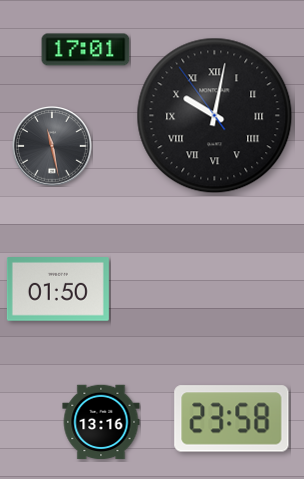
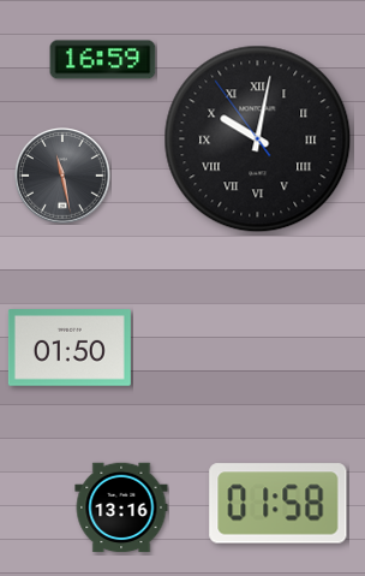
clock at (86, 50): 17:01 -> 16:59
clock at (232, 419): 23:58 -> 01:58
